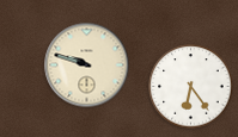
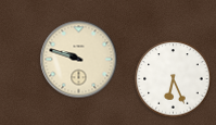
clock at (191, 87): 6:24 -> 6:26
